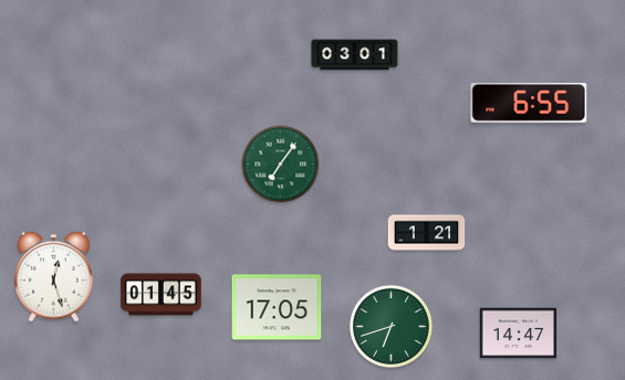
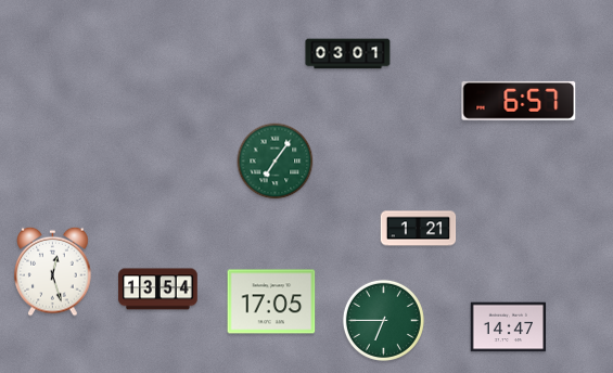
clock at (529, 103): 6:55 -> 6:57
clock at (162, 295): 01:45 -> 13:54
clock at (390, 326): 6:42 -> 6:45
